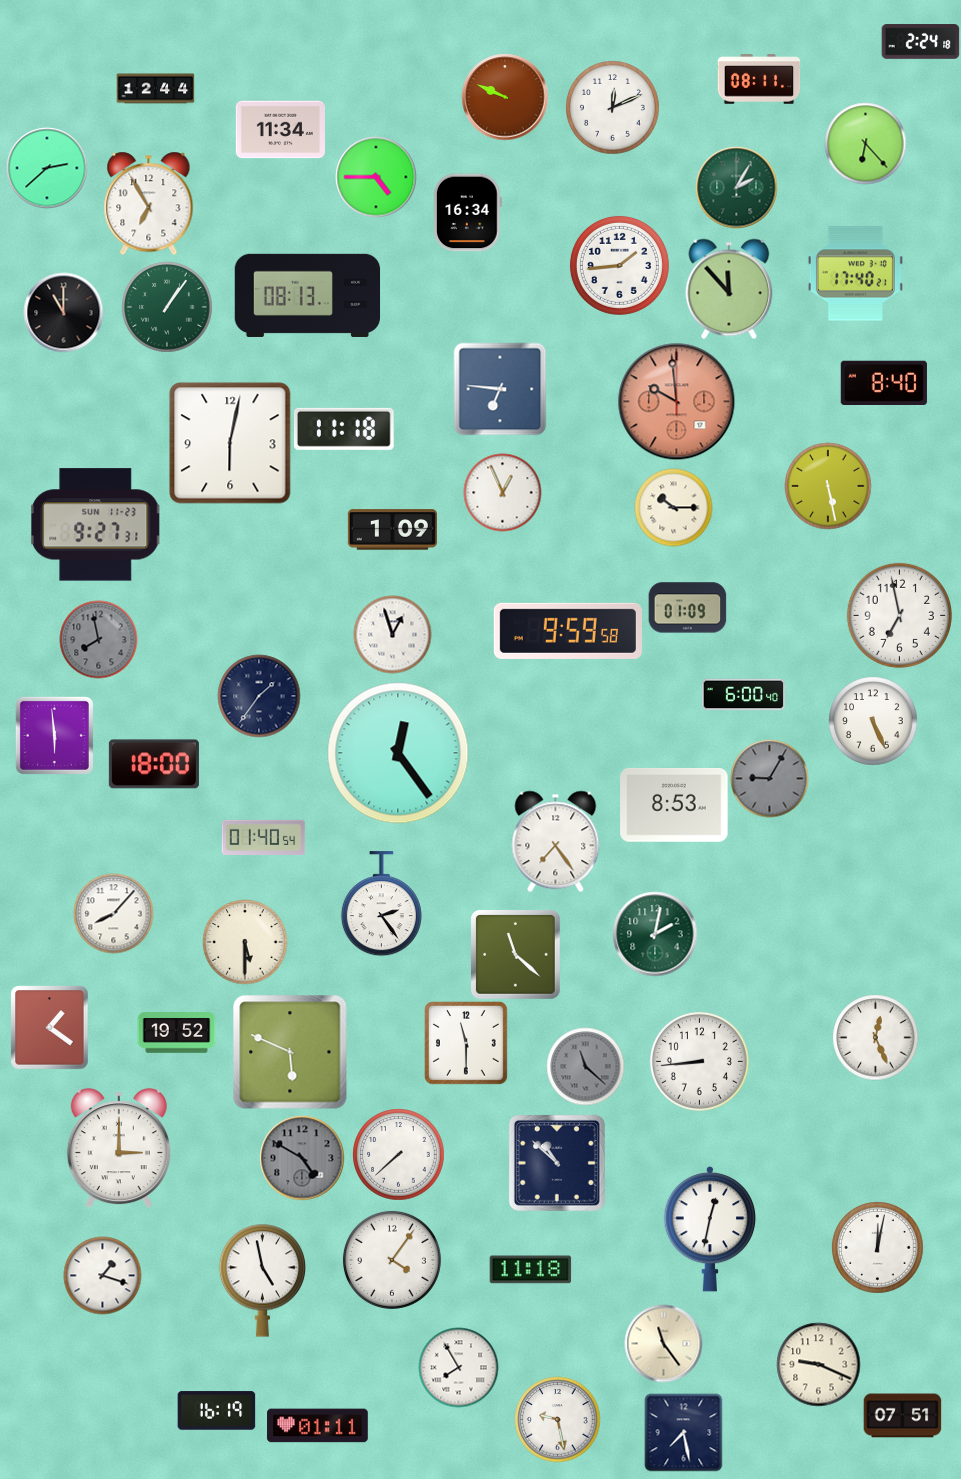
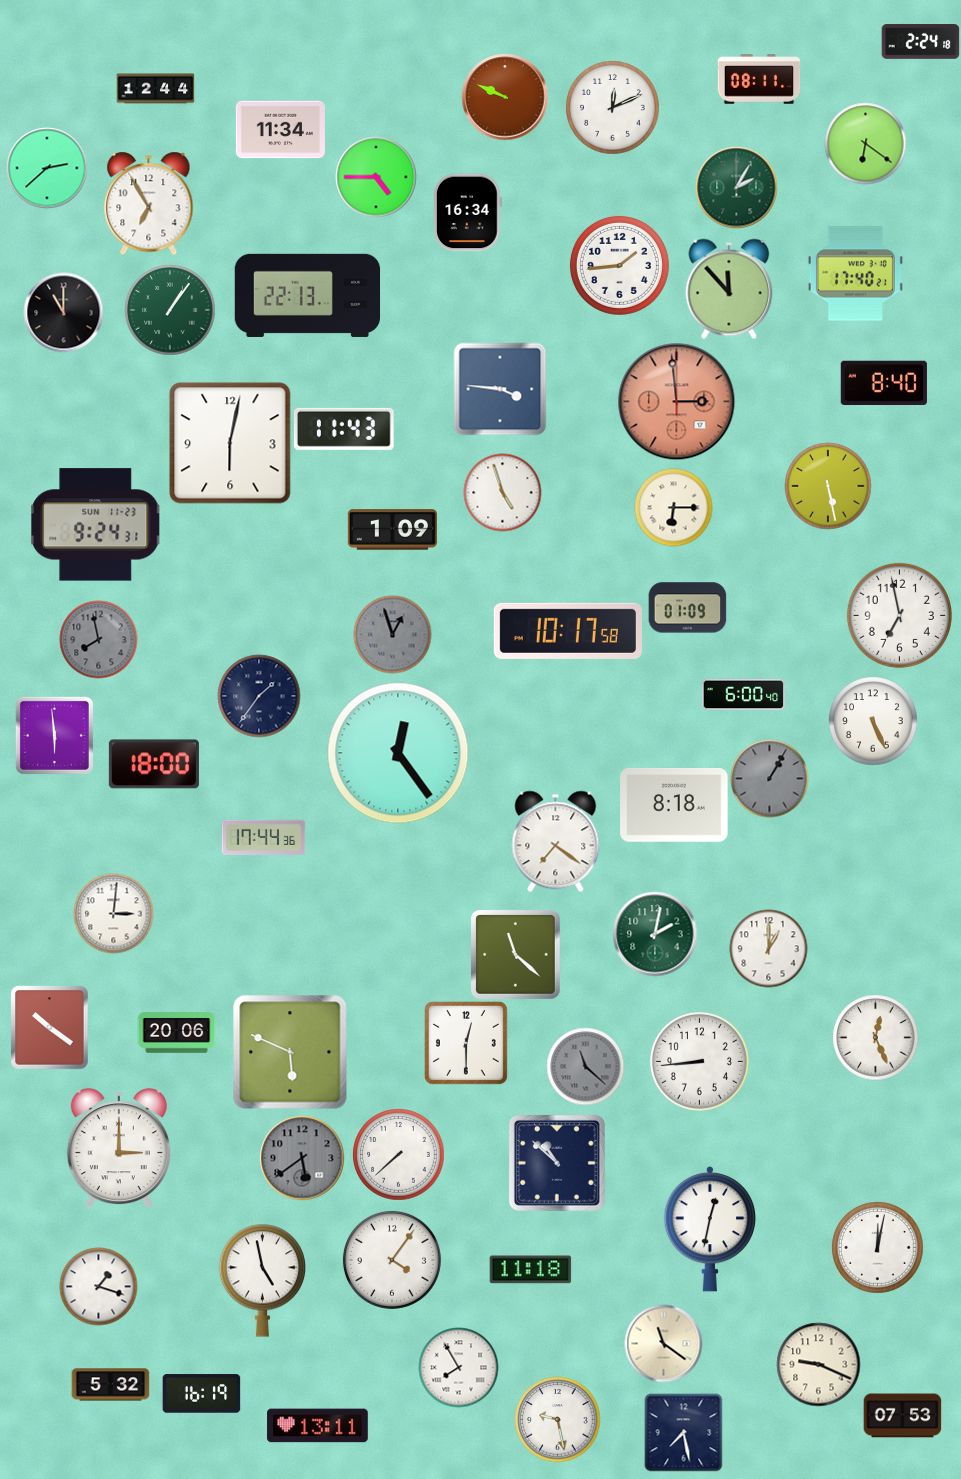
clock at (865, 143): 6:23 -> 6:21
clock at (308, 295): 08:13 -> 22:13
clock at (167, 307) position: (167, 307) -> (170, 310)
clock at (500, 389): 6:46 -> 3:46
clock at (676, 401): 9:59 -> 2:59
clock at (344, 429): 11:18 -> 11:43
clock at (502, 492): 12:56 -> 4:57
clock at (673, 507): 10:15 -> 6:15
clock at (96, 525): 9:27 -> 9:24
clock at (568, 631): 9:59 -> 10:17
clock at (392, 634) dial: white -> grey
clock at (769, 778): 9:05 -> 1:05
clock at (674, 806): 8:53 -> 8:18
clock at (263, 837): 01:40 -> 17:44
clock at (556, 841): 7:24 -> 7:21
clock at (381, 904): 2:24 -> none
clock at (113, 913): 8:07 -> 3:01
clock at (245, 942): 5:30 -> none
clock at (768, 948): none -> 1:00
clock at (50, 1027): 1:21 -> 10:21
clock at (176, 1033): 19:52 -> 20:06
clock at (466, 1043): 11:30 -> 12:30
clock at (302, 1158): 4:50 -> 5:39
clock at (102, 1275) position: (102, 1275) -> (98, 1286)
clock at (663, 1343): 11:24 -> 11:21
clock at (110, 1385): none -> 5:32
clock at (216, 1411) position: (216, 1411) -> (201, 1394)
clock at (902, 1416): 07:51 -> 07:53
clock at (318, 1426): 01:11 -> 13:11
